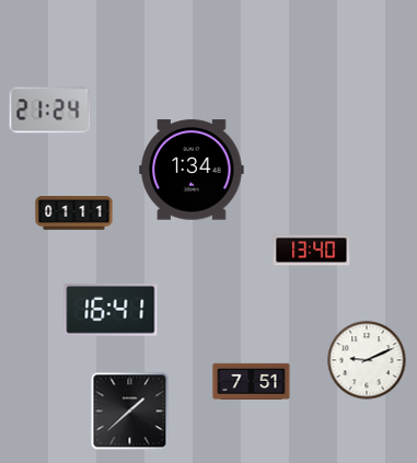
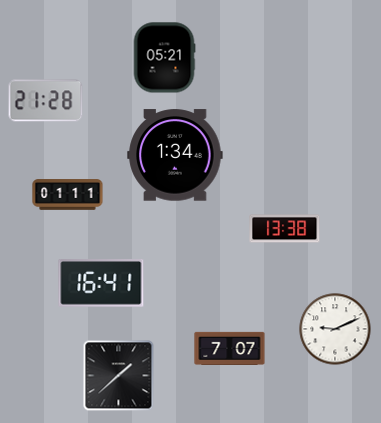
clock at (164, 58): none -> 05:21
clock at (50, 111): 21:24 -> 21:28
clock at (312, 251): 13:40 -> 13:38
clock at (252, 381): 7:51 -> 7:07
